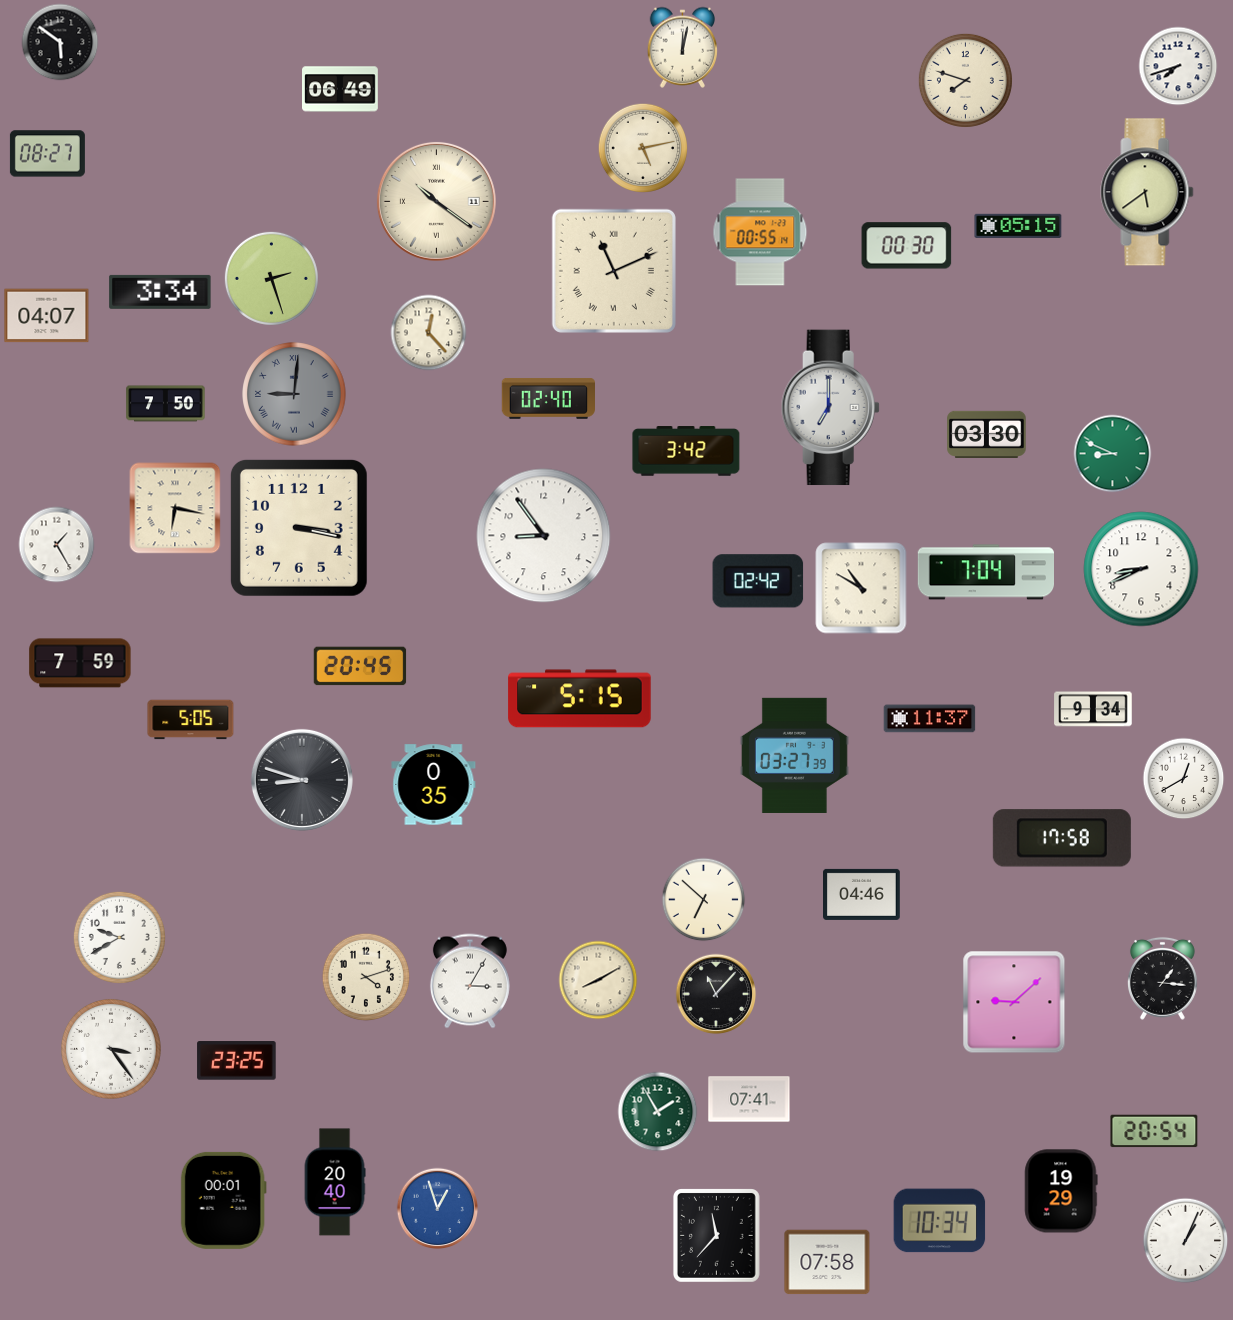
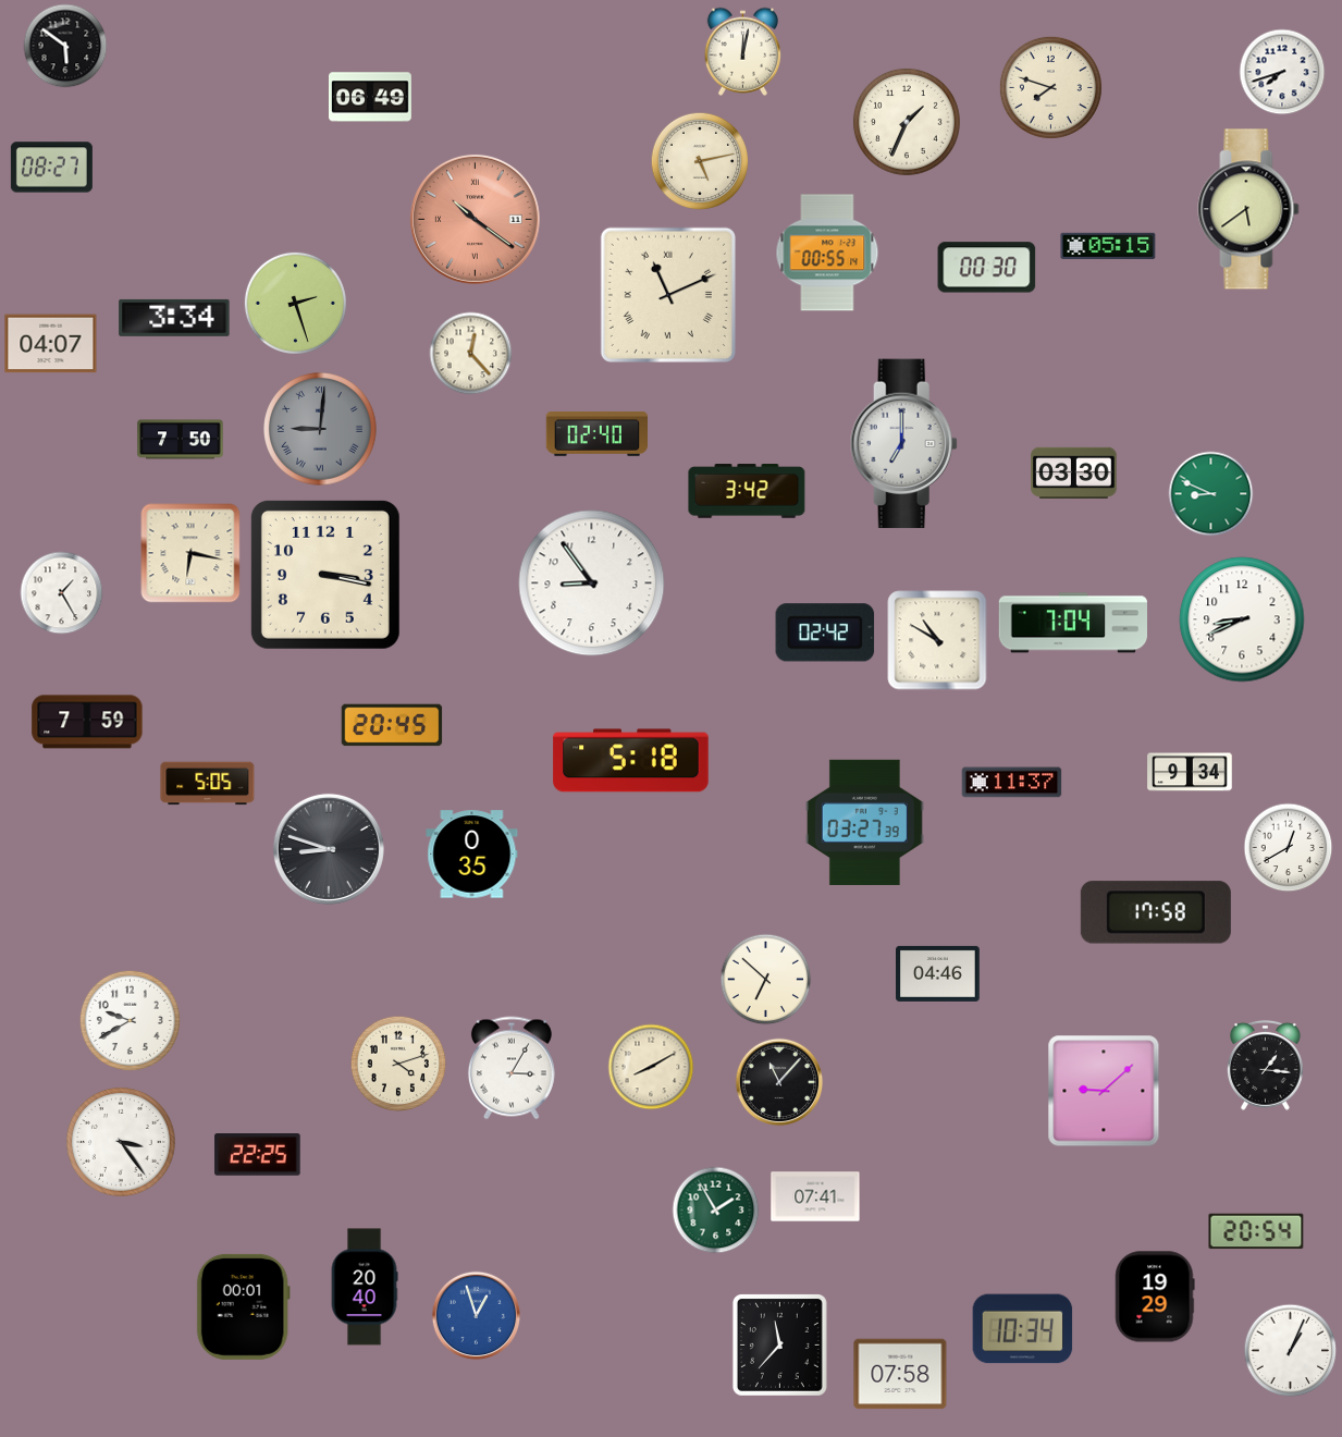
clock at (907, 122): none -> 1:34
clock at (436, 201) dial: cream -> salmon
clock at (429, 333) position: (429, 333) -> (471, 354)
clock at (580, 699): 5:15 -> 5:18
clock at (237, 1061): 23:25 -> 22:25
